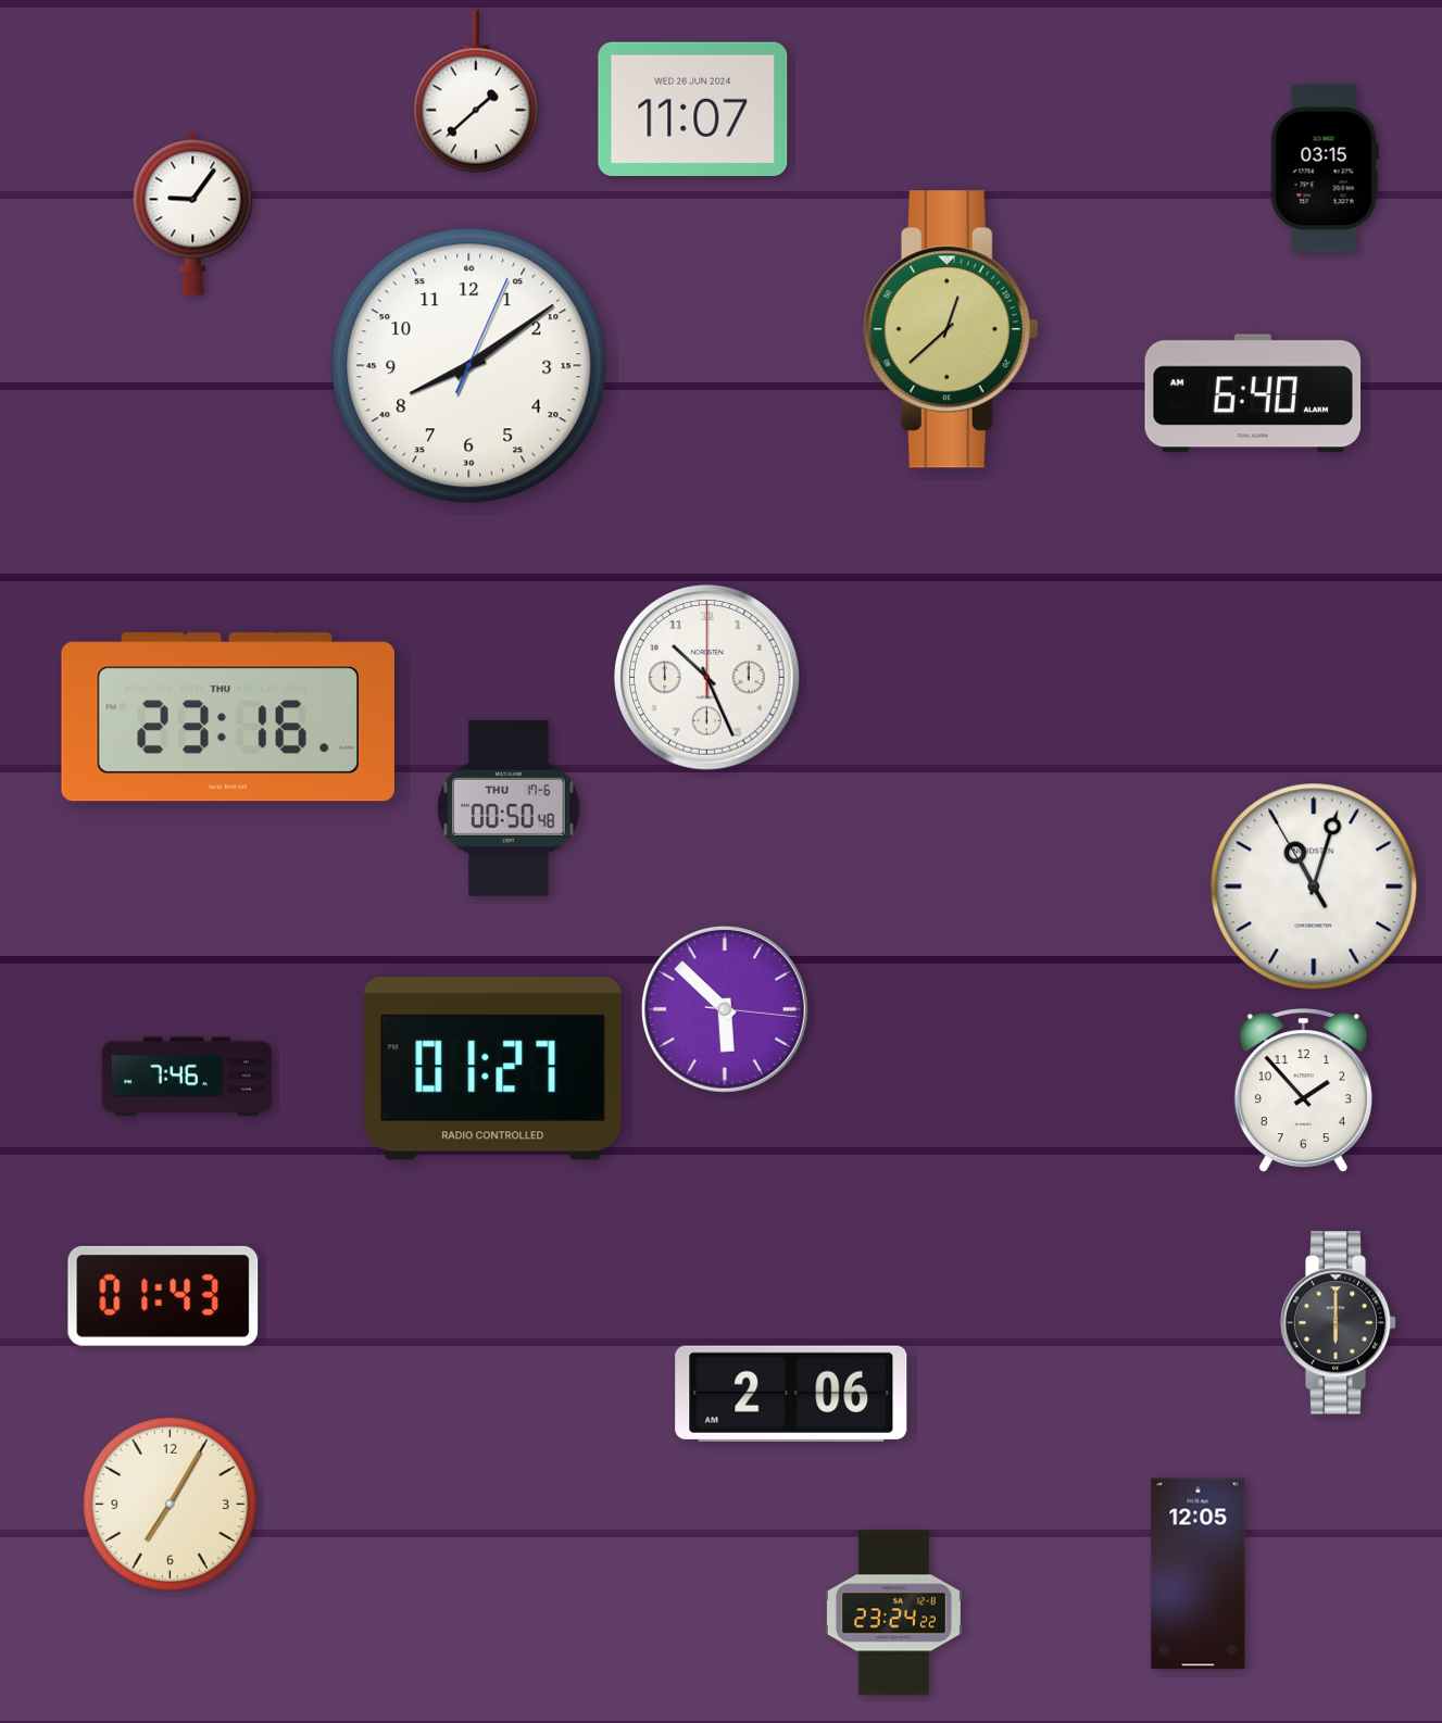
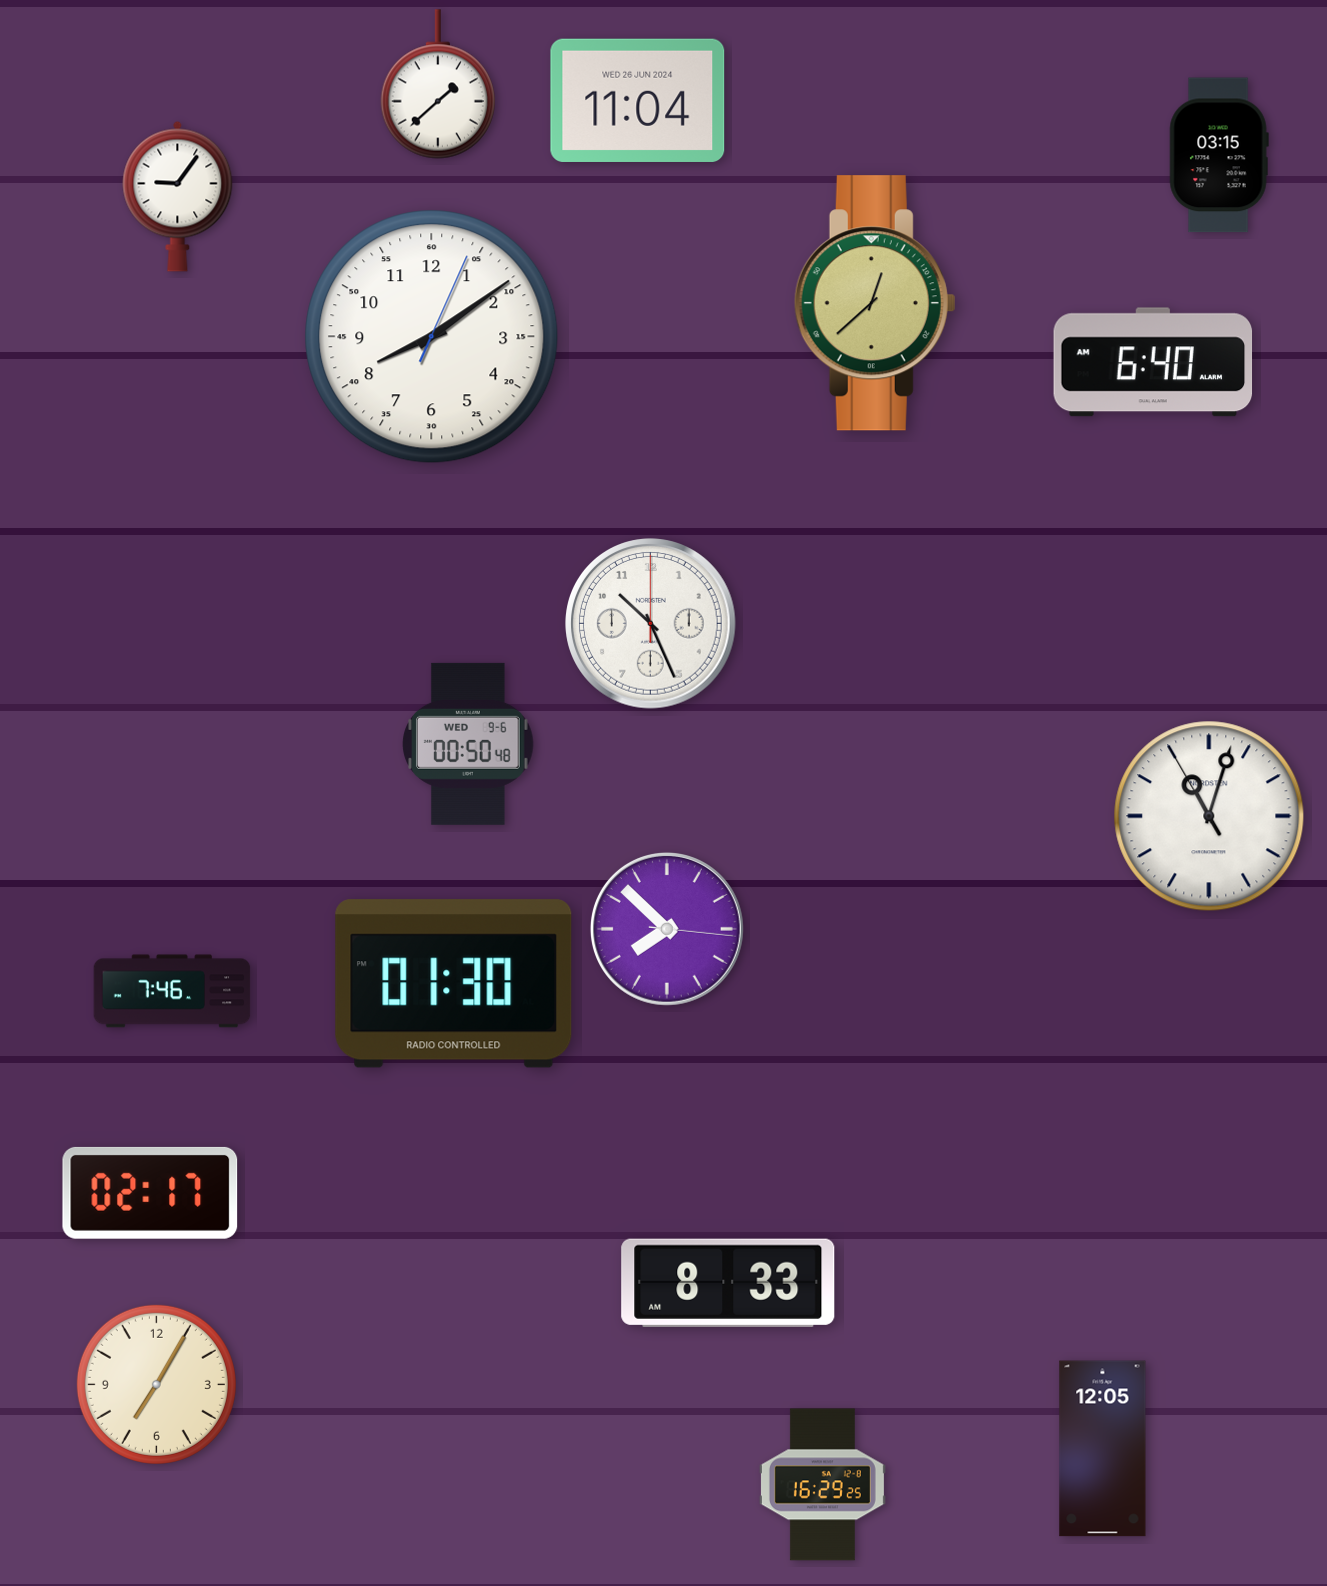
clock at (693, 109): 11:07 -> 11:04
clock at (228, 717): 23:16 -> none
clock at (509, 808) date: THU 17-6 -> WED 9-6
clock at (725, 1009): 5:52 -> 7:52
clock at (493, 1069): 01:27 -> 01:30
clock at (1303, 1091): 1:53 -> none
clock at (163, 1296): 01:43 -> 02:17
clock at (1339, 1323): 6:00 -> none
clock at (791, 1394): 2:06 -> 8:33
clock at (893, 1613): 23:24 -> 16:29
